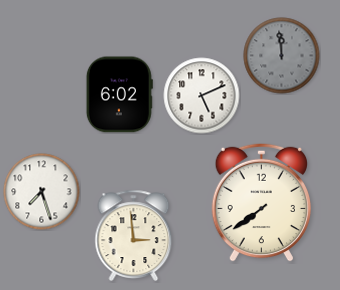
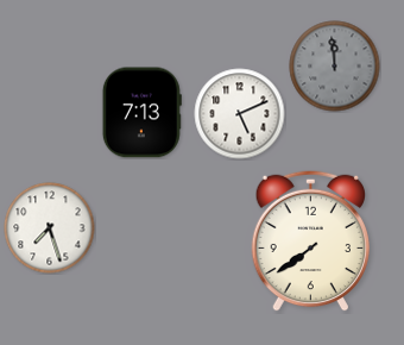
clock at (119, 95): 6:02 -> 7:13
clock at (134, 235): 2:59 -> none
